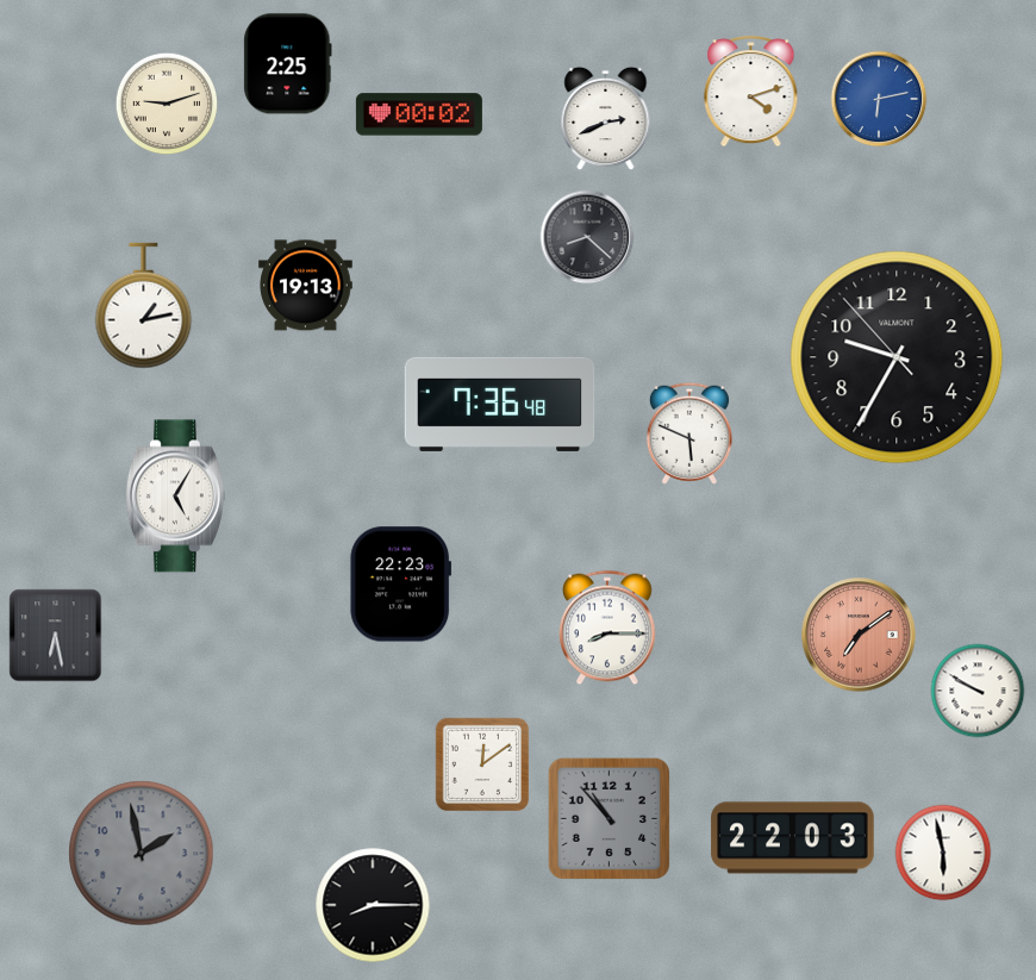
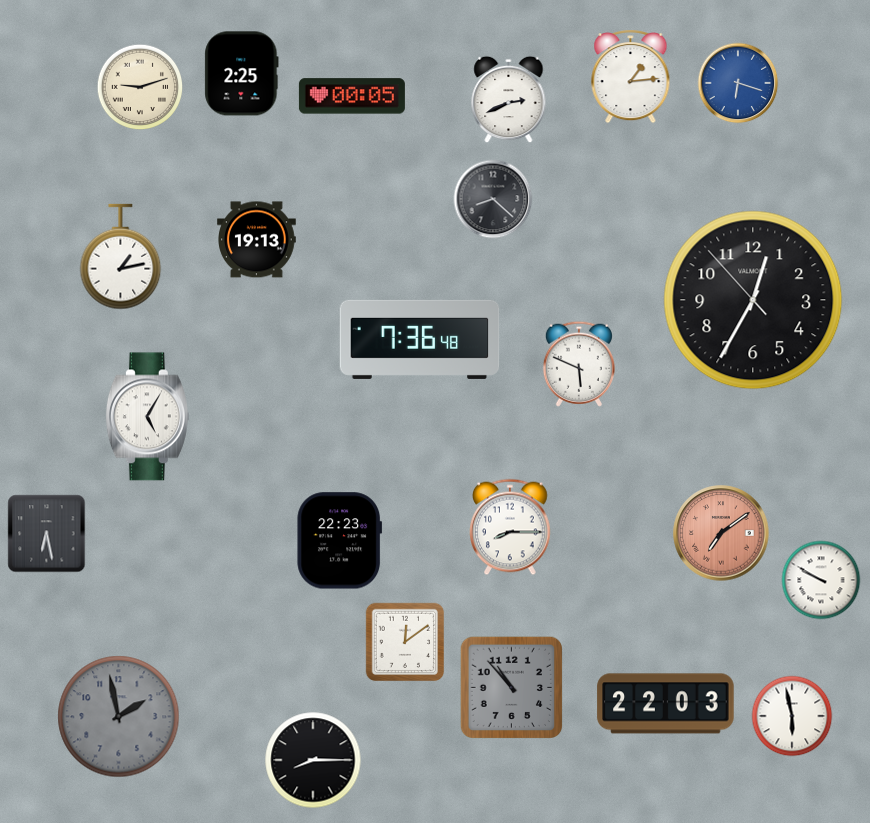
clock at (288, 64) position: (288, 64) -> (242, 74)
clock at (751, 90): 4:12 -> 1:14
clock at (879, 99): 6:13 -> 6:18
clock at (419, 114): 00:02 -> 00:05
clock at (897, 357): 9:34 -> 12:34
clock at (401, 585) position: (401, 585) -> (340, 541)
